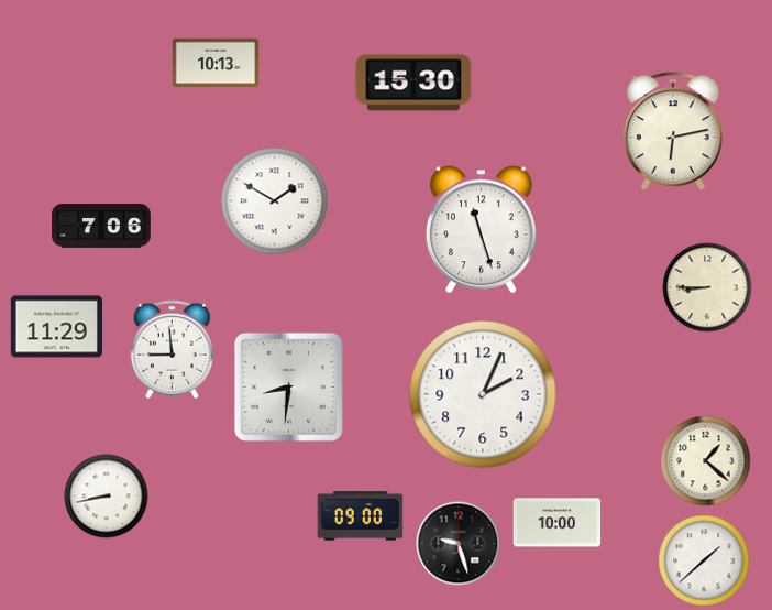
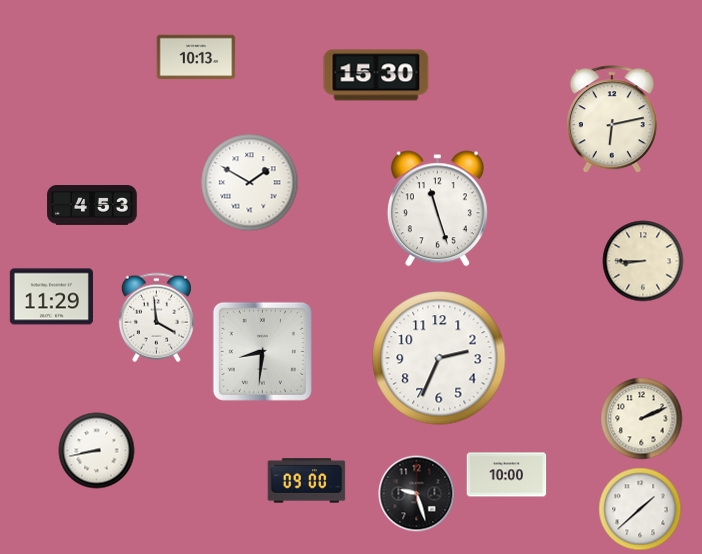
clock at (101, 226): 7:06 -> 4:53
clock at (172, 350): 8:59 -> 3:59
clock at (483, 394): 2:04 -> 2:34
clock at (706, 461): 1:22 -> 2:11
clock at (361, 516) position: (361, 516) -> (307, 481)
